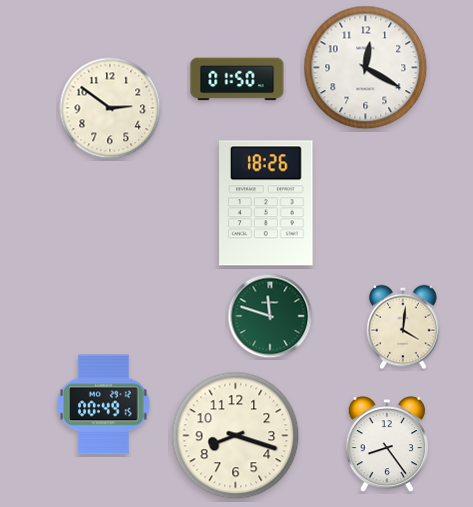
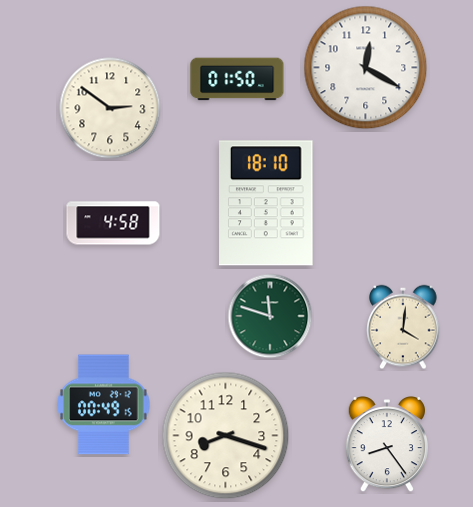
clock at (266, 203): 18:26 -> 18:10
clock at (113, 223): none -> 4:58
clock at (236, 436) position: (236, 436) -> (226, 436)
